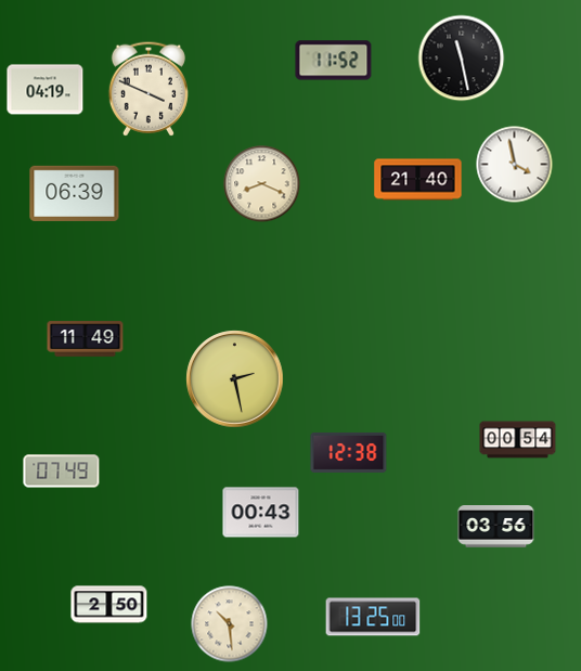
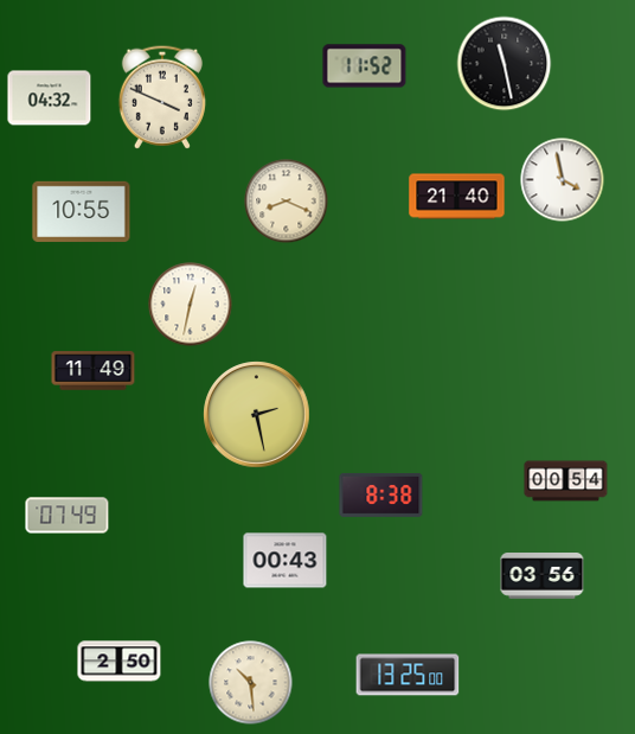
clock at (46, 90): 04:19 -> 04:32
clock at (75, 193): 06:39 -> 10:55
clock at (191, 305): none -> 12:32
clock at (349, 452): 12:38 -> 8:38
